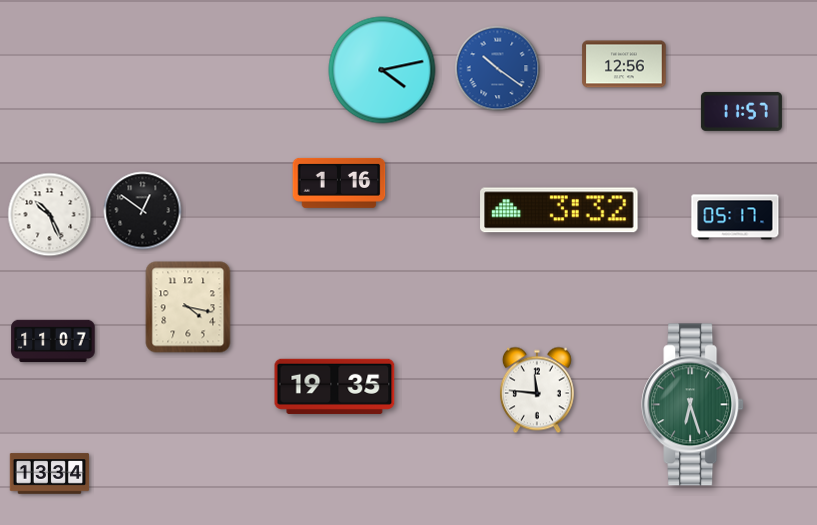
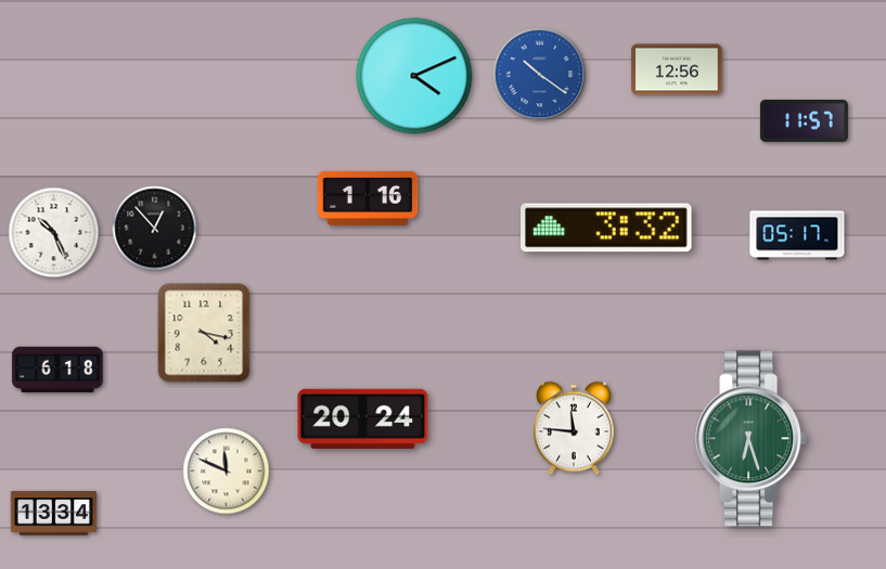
clock at (382, 70): 4:13 -> 4:11
clock at (143, 211): 12:51 -> 12:53
clock at (53, 341): 11:07 -> 6:18
clock at (335, 386): 19:35 -> 20:24
clock at (537, 390) position: (537, 390) -> (574, 428)
clock at (227, 471): none -> 11:49
